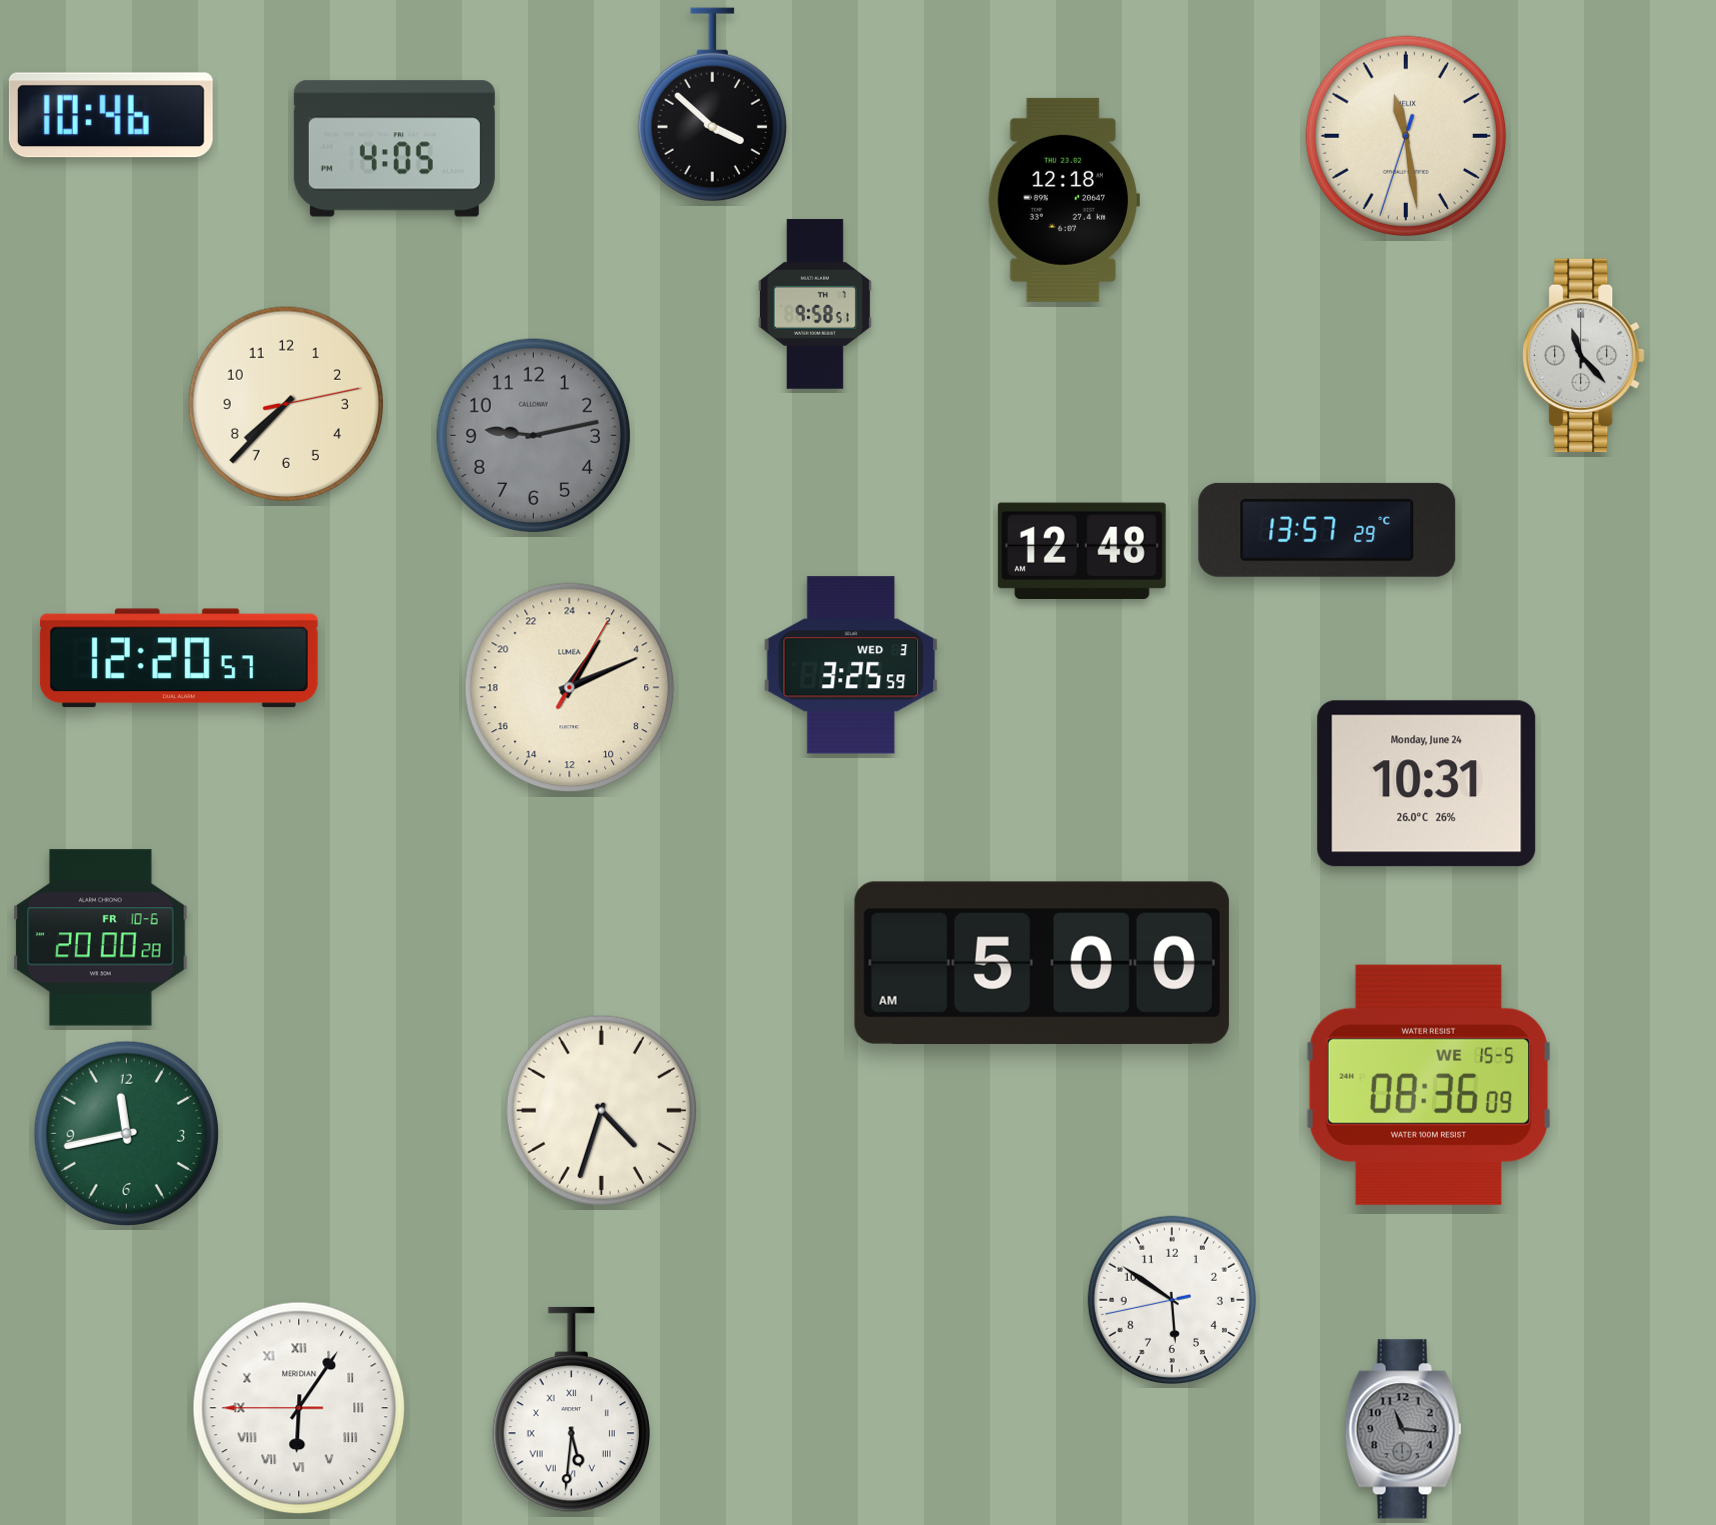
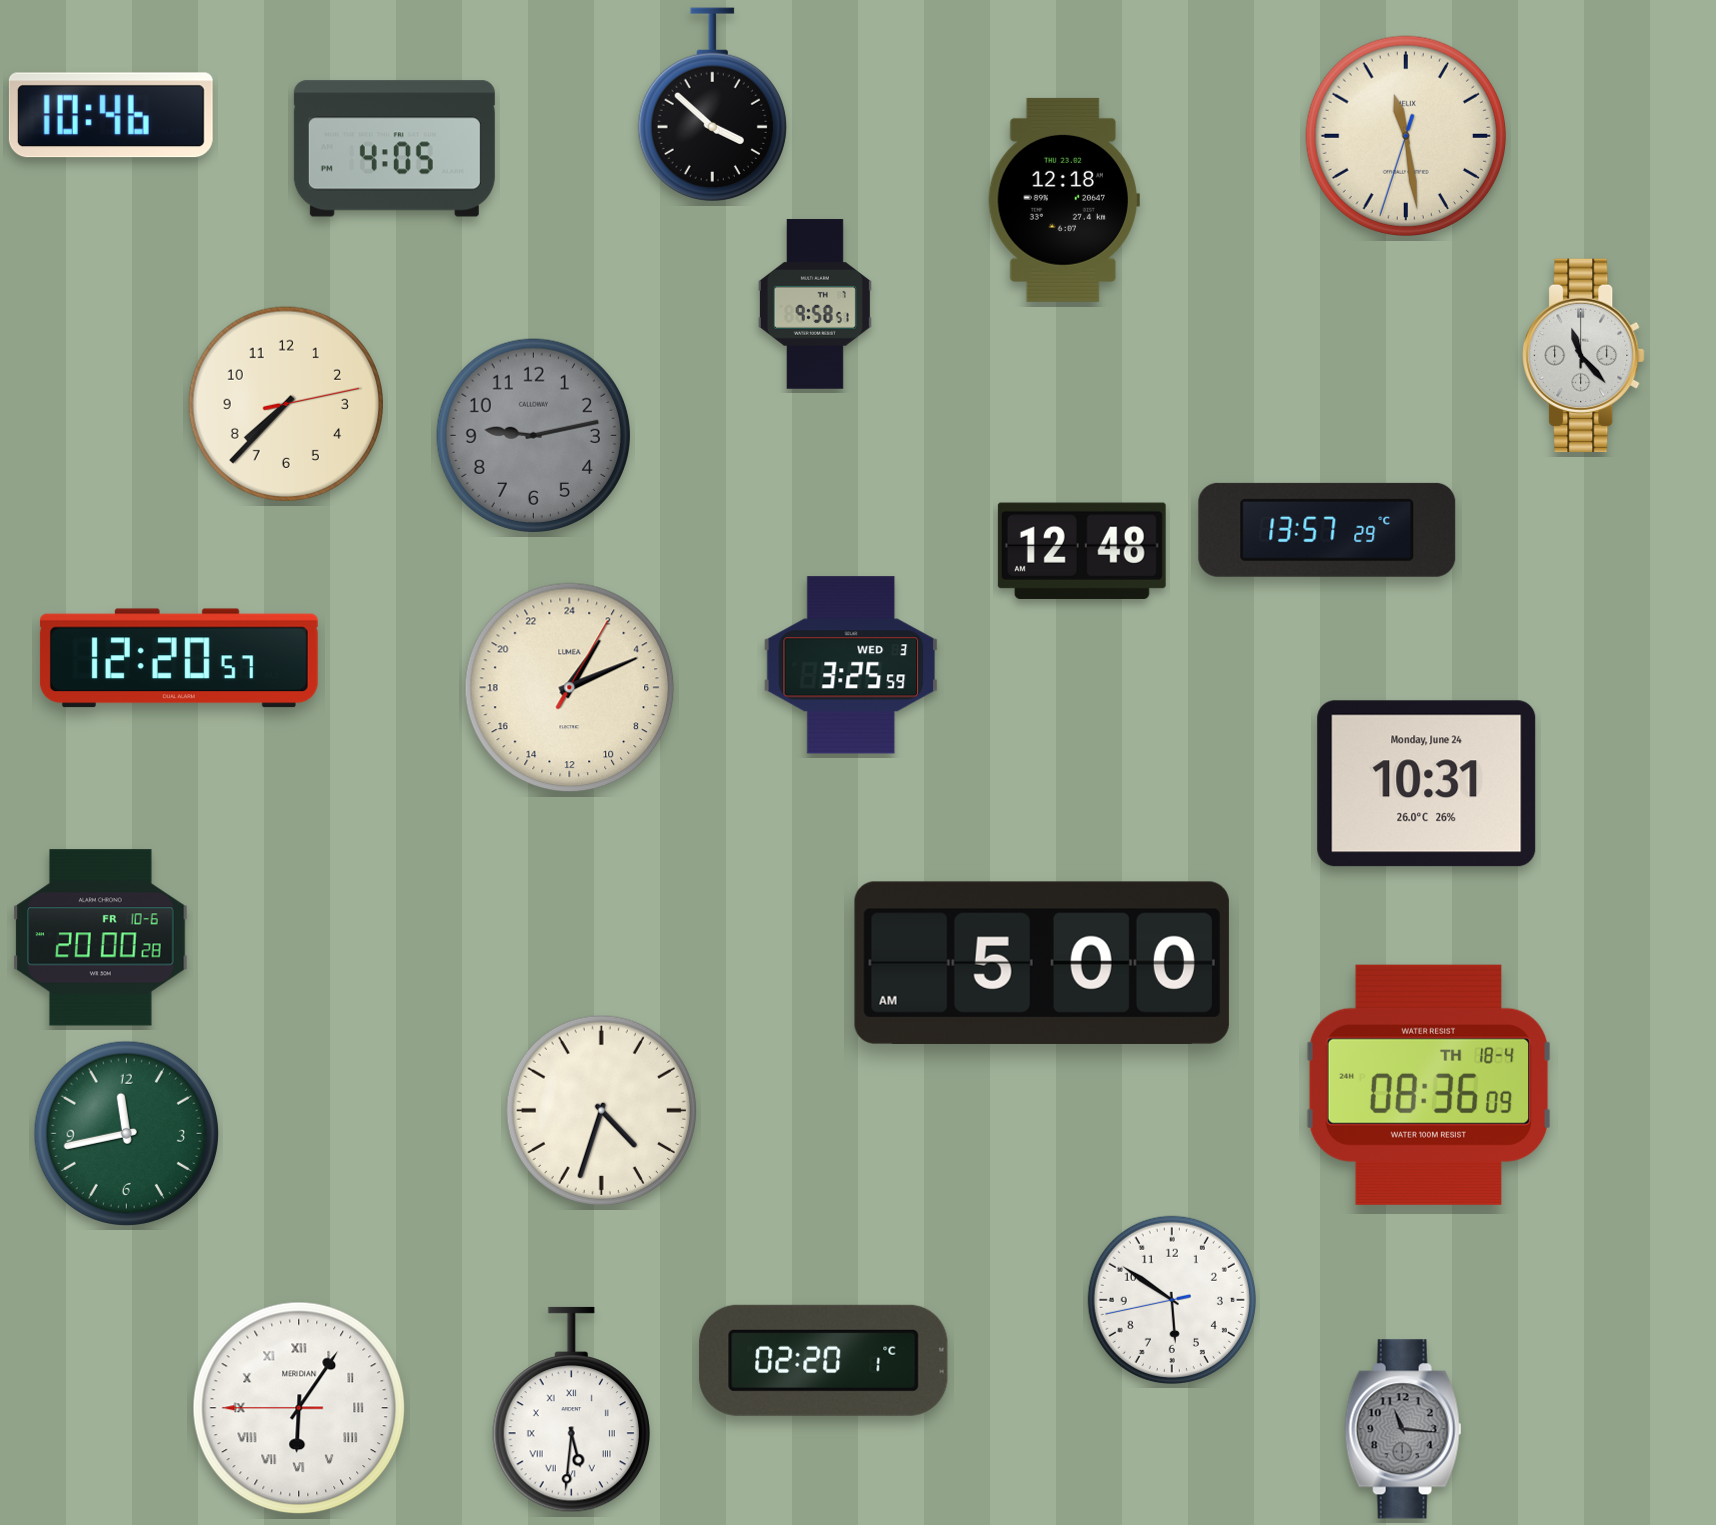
clock at (1429, 1085) date: WE 15-5 -> TH 18-4
clock at (824, 1360): none -> 02:20
